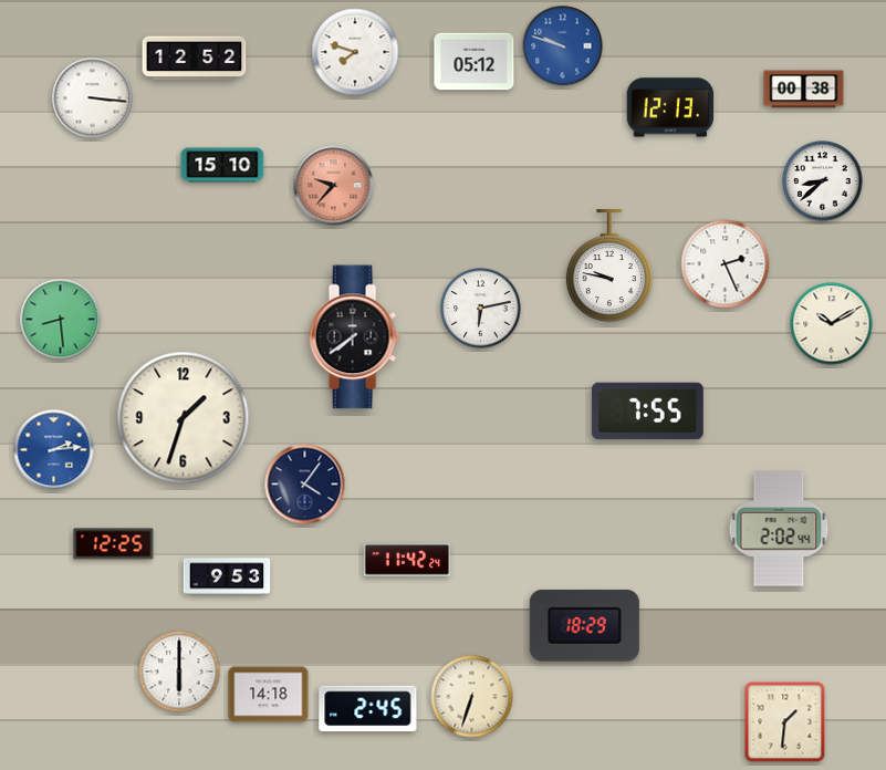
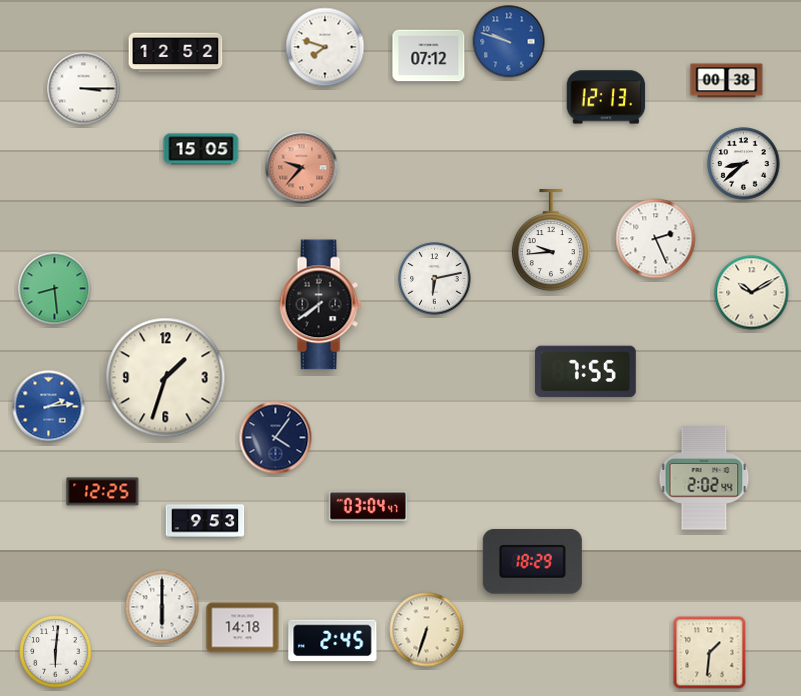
clock at (355, 52) position: (355, 52) -> (325, 47)
clock at (475, 62): 05:12 -> 07:12
clock at (93, 98): 3:16 -> 3:15
clock at (222, 165): 15:10 -> 15:05
clock at (609, 267): 9:47 -> 9:44
clock at (407, 560): 11:42 -> 03:04
clock at (584, 625) position: (584, 625) -> (532, 561)
clock at (56, 652): none -> 6:01
